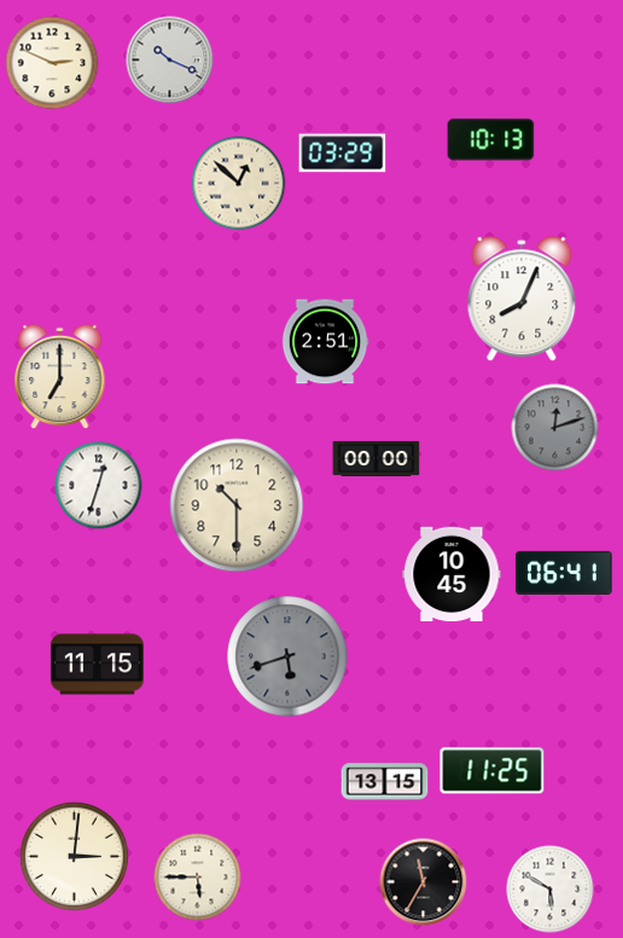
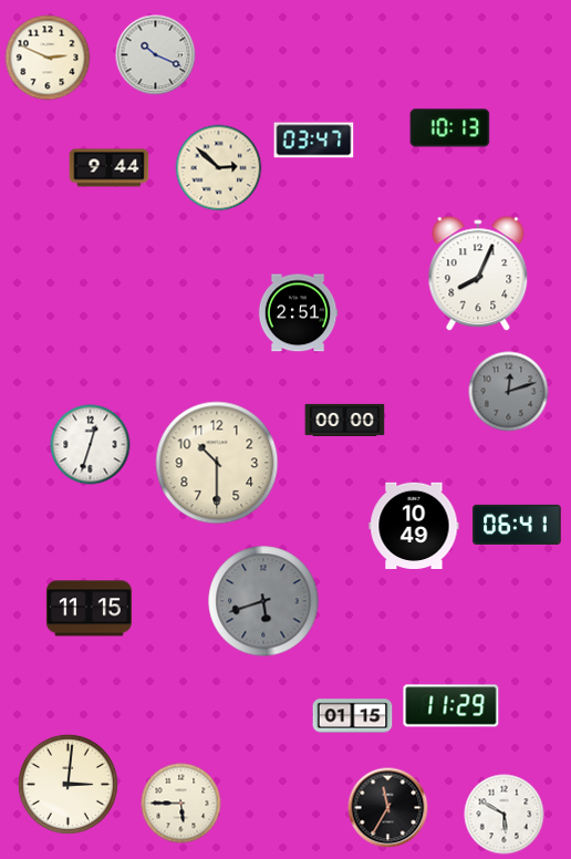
clock at (343, 154): 03:29 -> 03:47
clock at (110, 168): none -> 9:44
clock at (239, 184): 12:52 -> 2:52
clock at (60, 377): 7:00 -> none
clock at (452, 573): 10:45 -> 10:49
clock at (493, 771): 11:25 -> 11:29
clock at (385, 782): 13:15 -> 01:15
